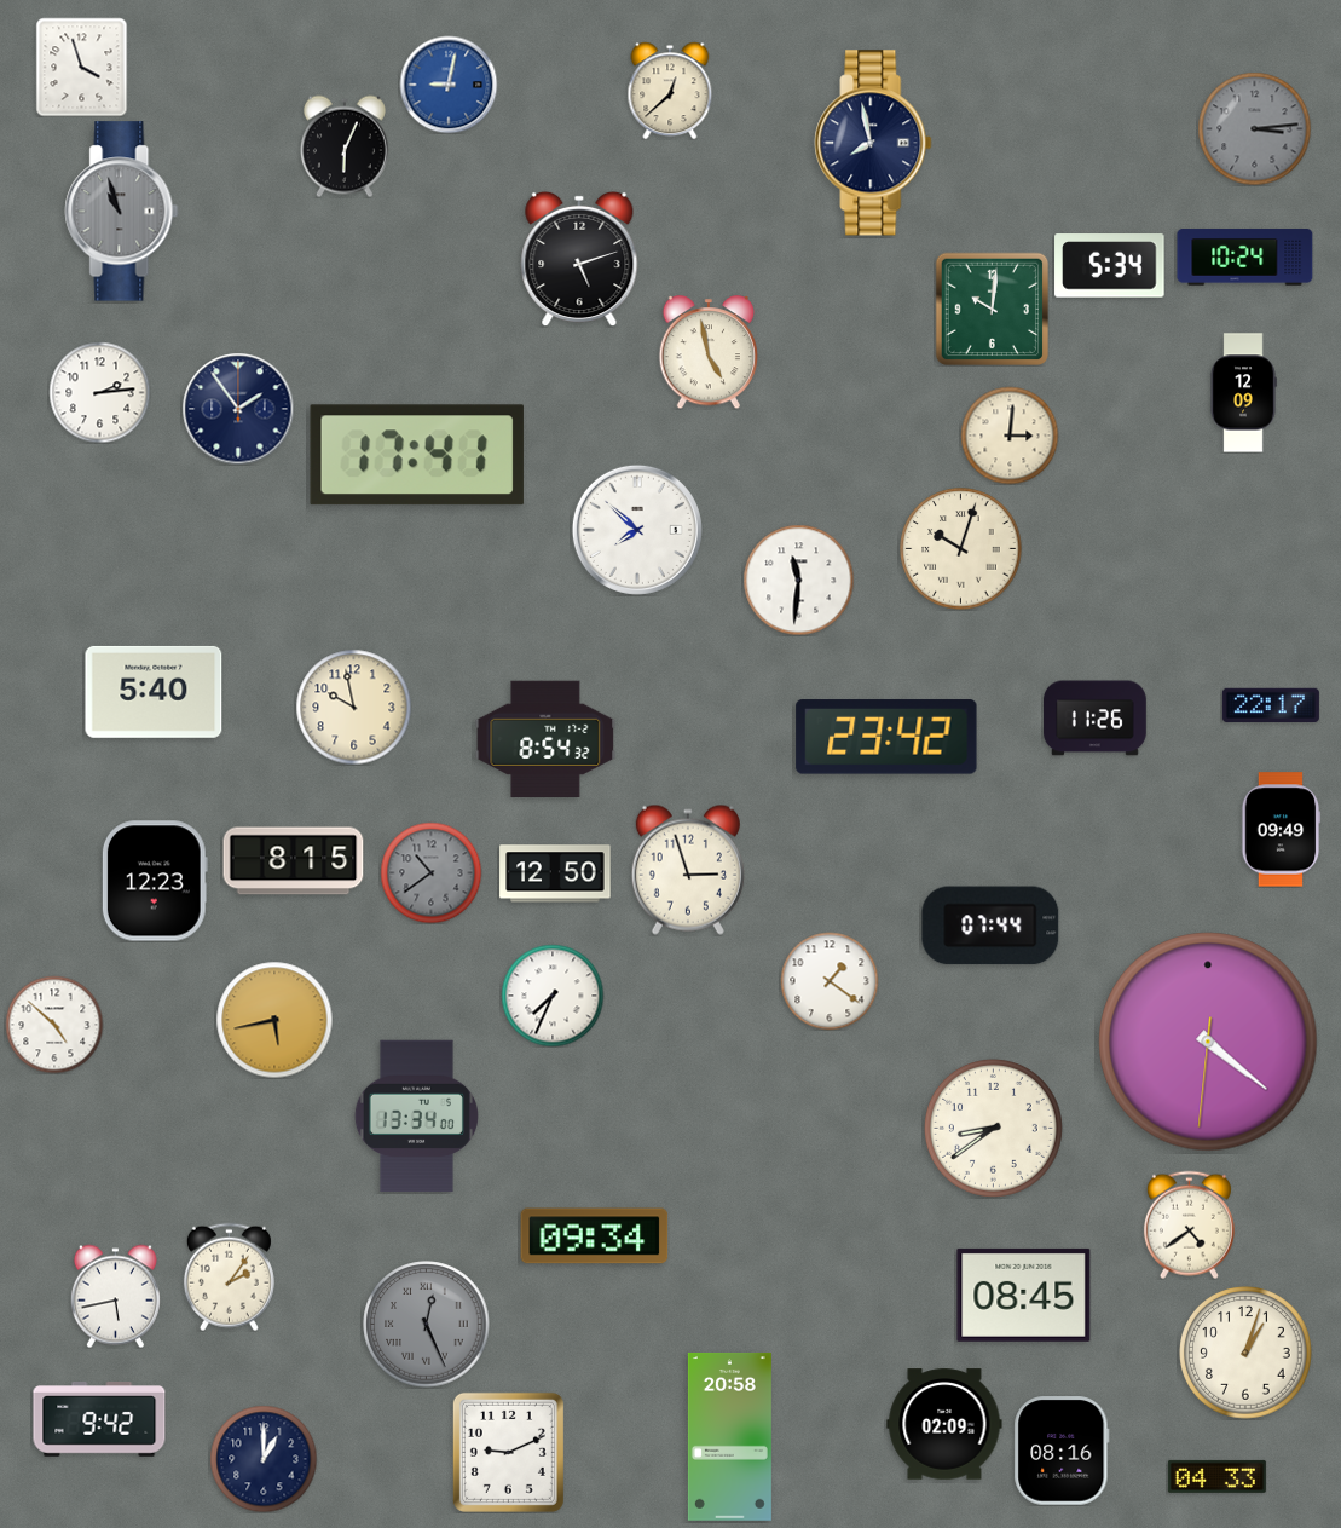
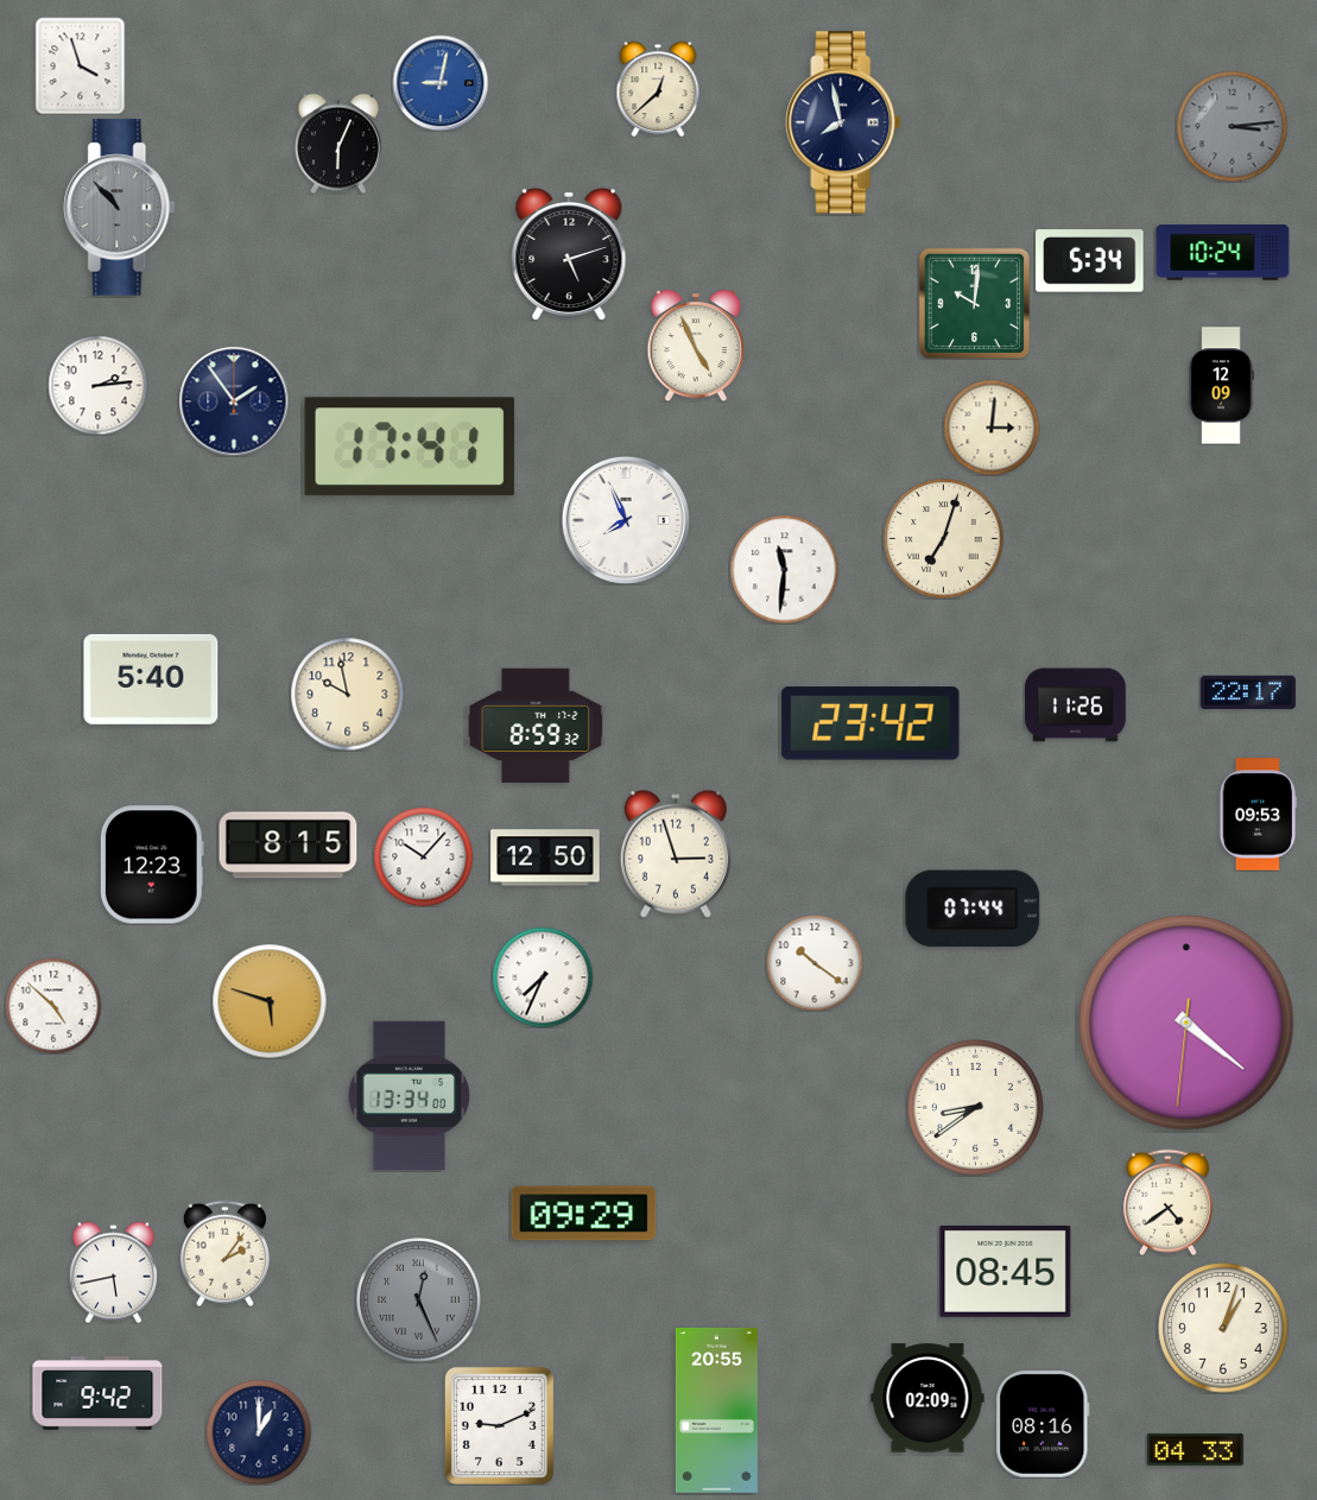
clock at (873, 143) position: (873, 143) -> (843, 122)
clock at (122, 212): 10:57 -> 10:53
clock at (709, 353): 4:58 -> 4:56
clock at (637, 530): 7:52 -> 7:56
clock at (961, 549): 10:03 -> 7:03
clock at (545, 738): 8:54 -> 8:59
clock at (1281, 830): 09:49 -> 09:53
clock at (430, 872): 10:39 -> 10:07
clock at (430, 872) dial: grey -> white
clock at (830, 981): 1:21 -> 10:21
clock at (274, 1020): 5:43 -> 5:48
clock at (595, 1236): 09:34 -> 09:29
clock at (729, 1436): 20:58 -> 20:55
